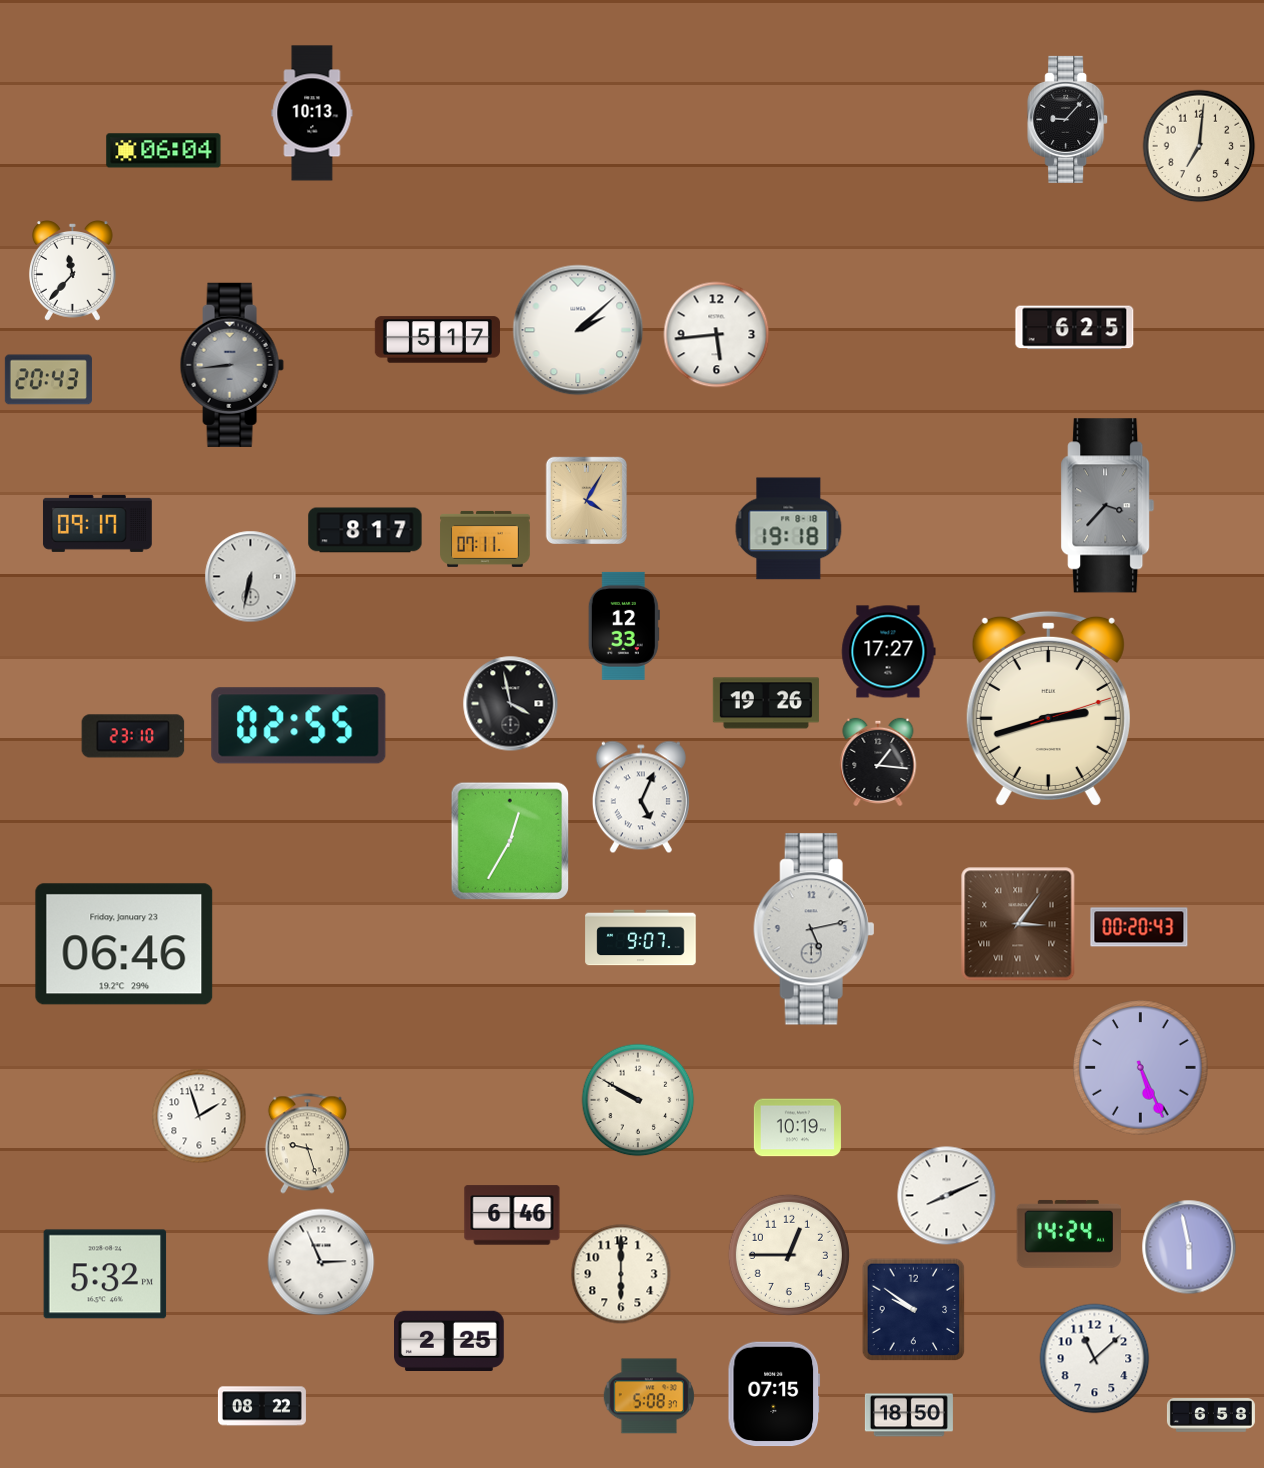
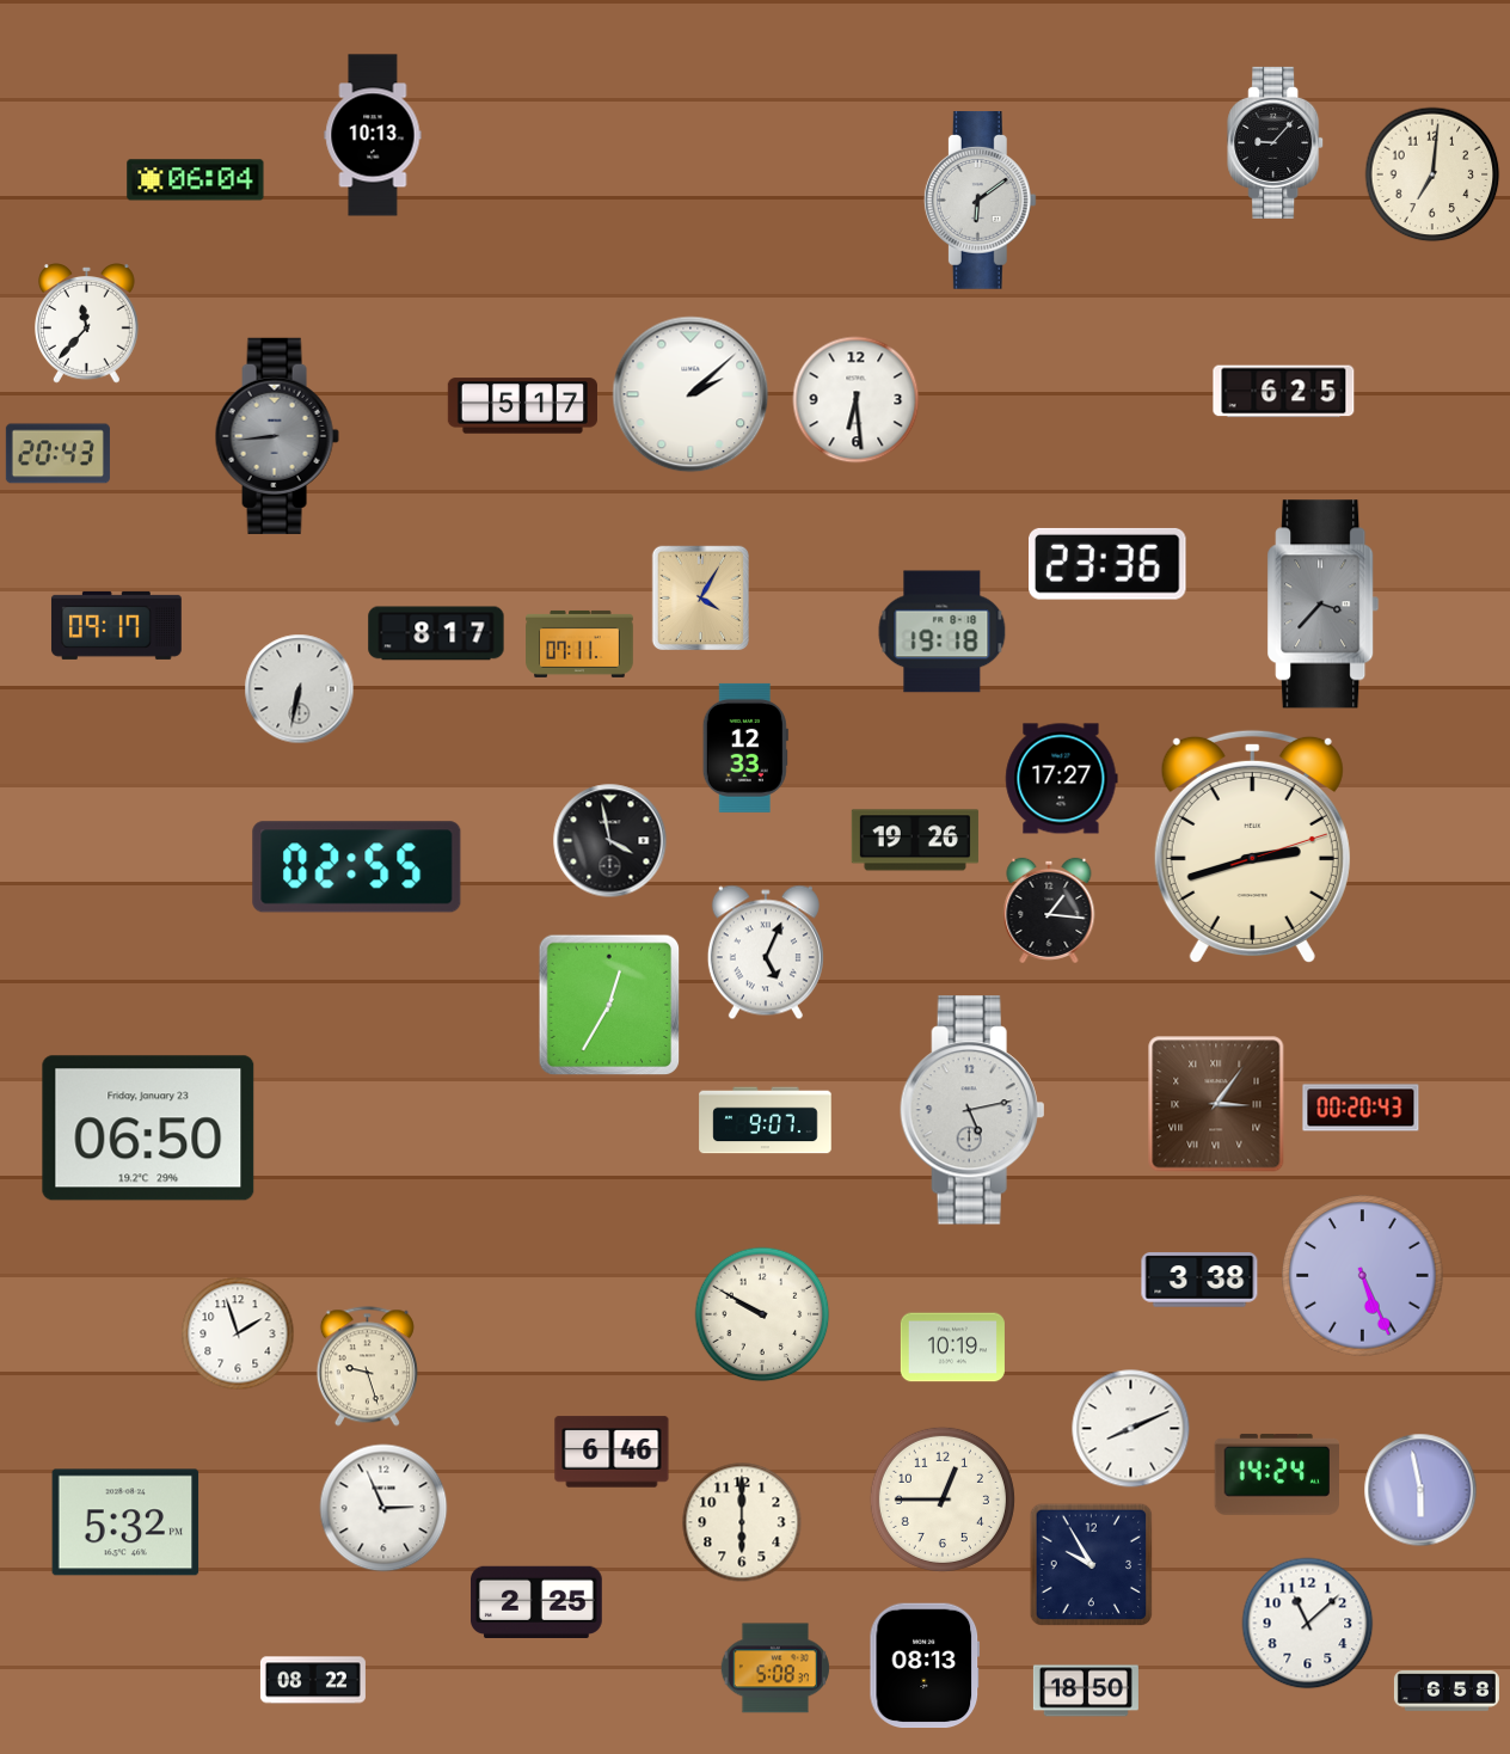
clock at (980, 201): none -> 6:09
clock at (717, 335): 5:44 -> 6:29
clock at (1109, 564): none -> 23:36
clock at (133, 736): 23:10 -> none
clock at (124, 944): 06:46 -> 06:50
clock at (1199, 1280): none -> 3:38
clock at (914, 1310): 9:51 -> 9:55
clock at (774, 1394): 07:15 -> 08:13
